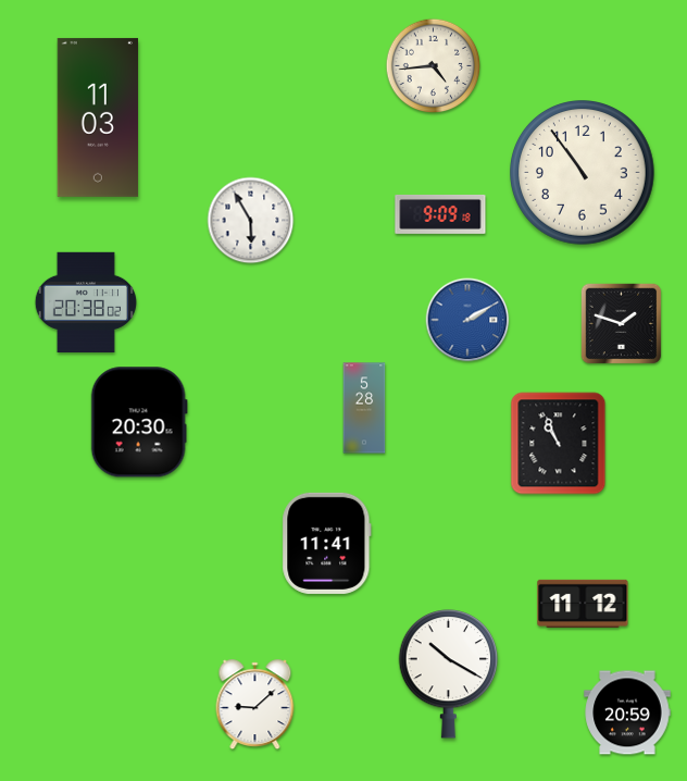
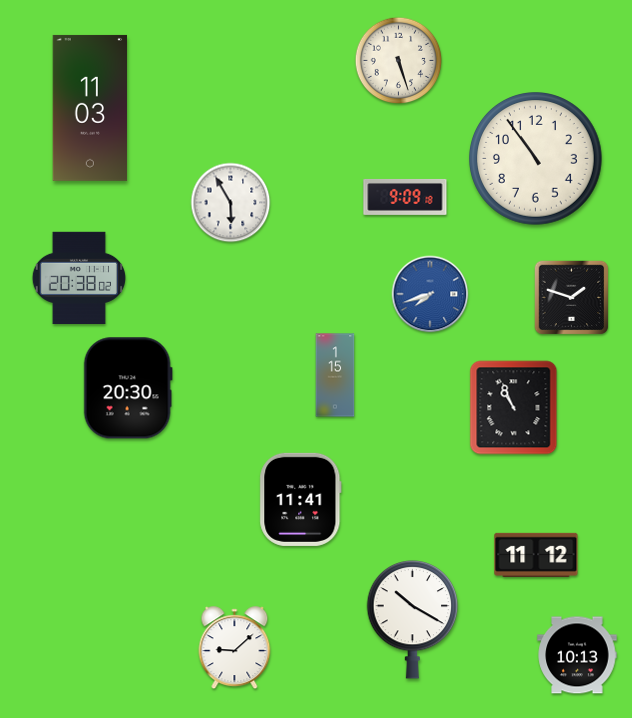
clock at (434, 66): 4:44 -> 5:27
clock at (467, 320): 2:10 -> 7:42
clock at (364, 408): 5:28 -> 1:15
clock at (627, 712): 20:59 -> 10:13
